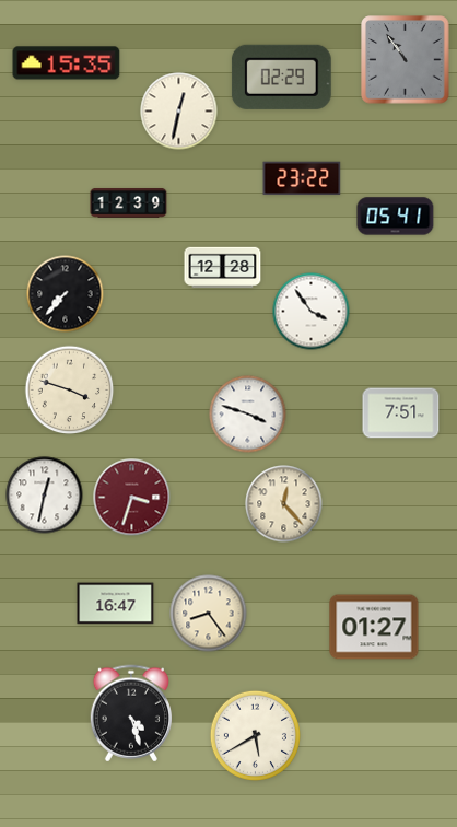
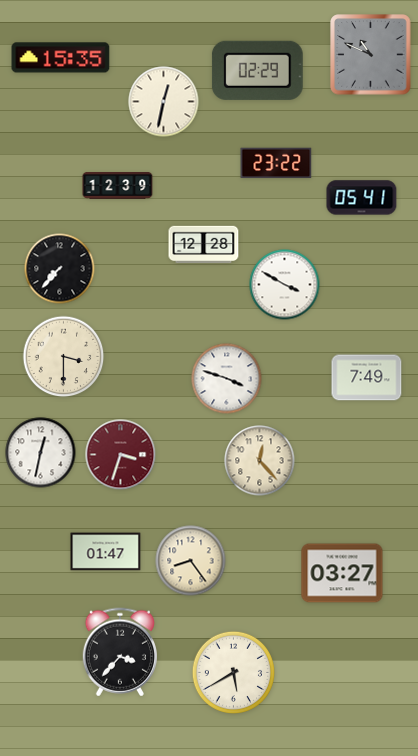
clock at (406, 60): 10:54 -> 10:49
clock at (312, 312): 3:54 -> 3:50
clock at (70, 391): 3:48 -> 3:30
clock at (401, 413): 7:51 -> 7:49
clock at (116, 604): 16:47 -> 01:47
clock at (374, 627): 01:27 -> 03:27
clock at (131, 713): 4:27 -> 3:37
